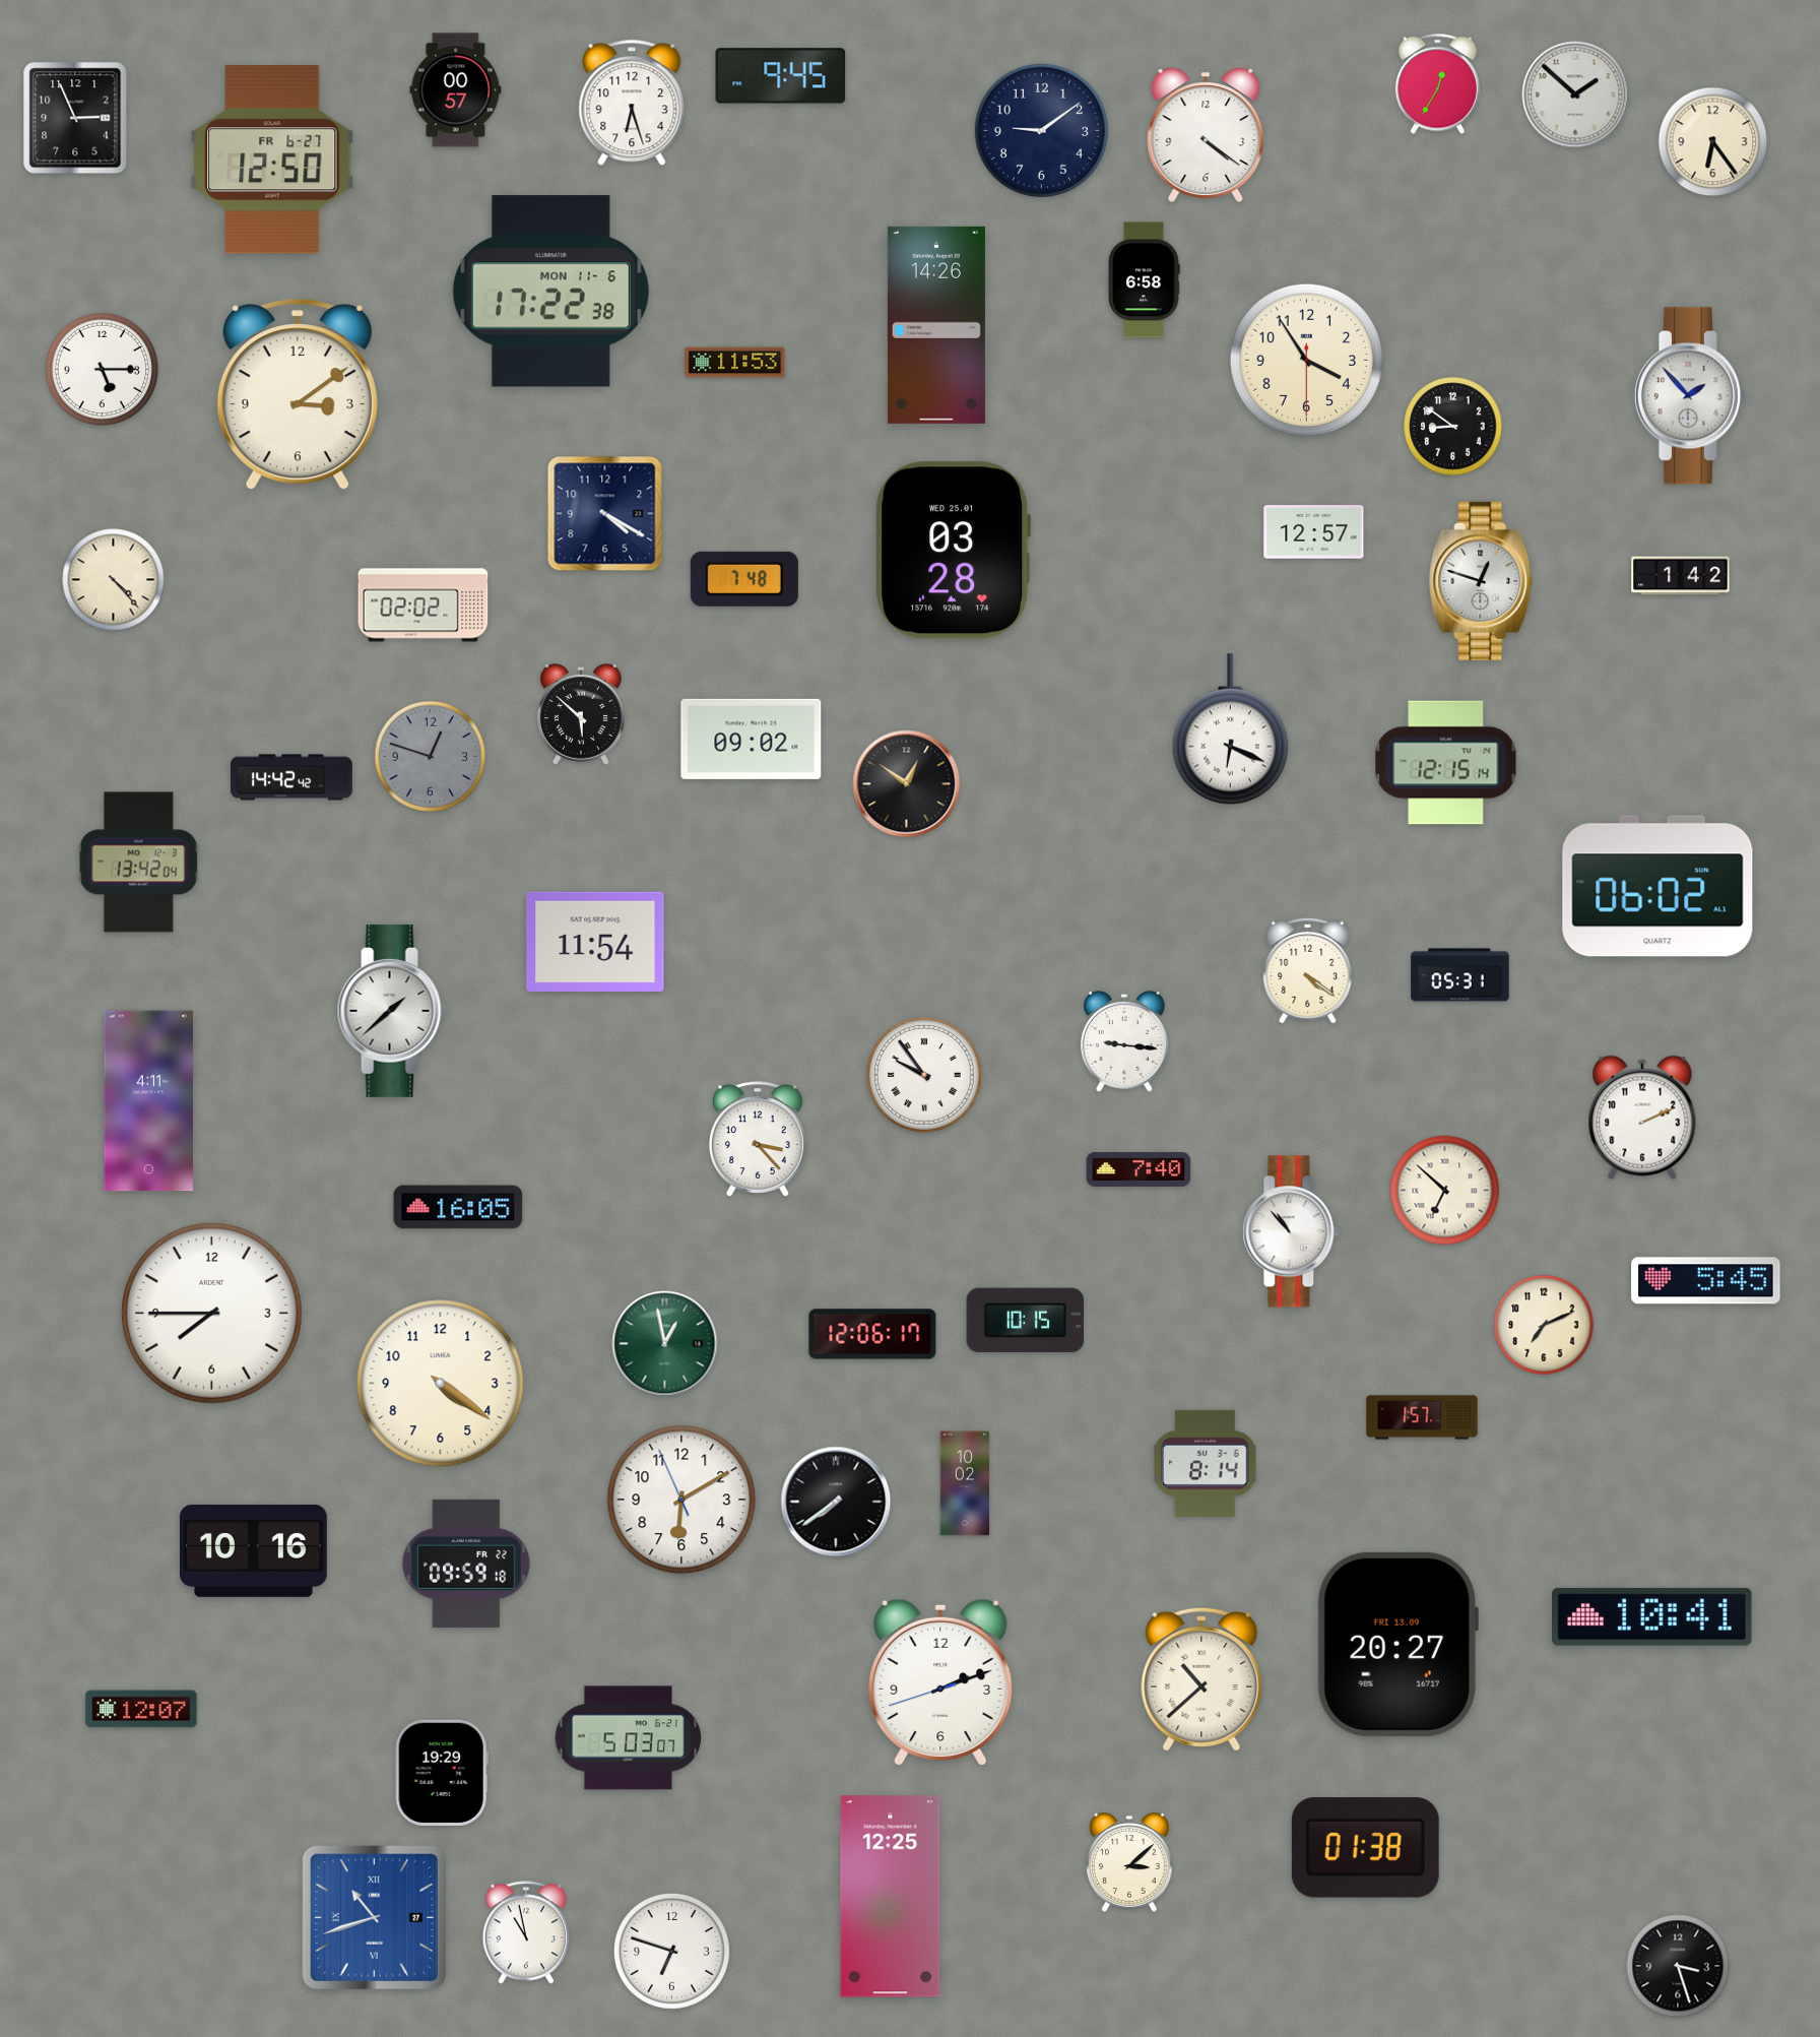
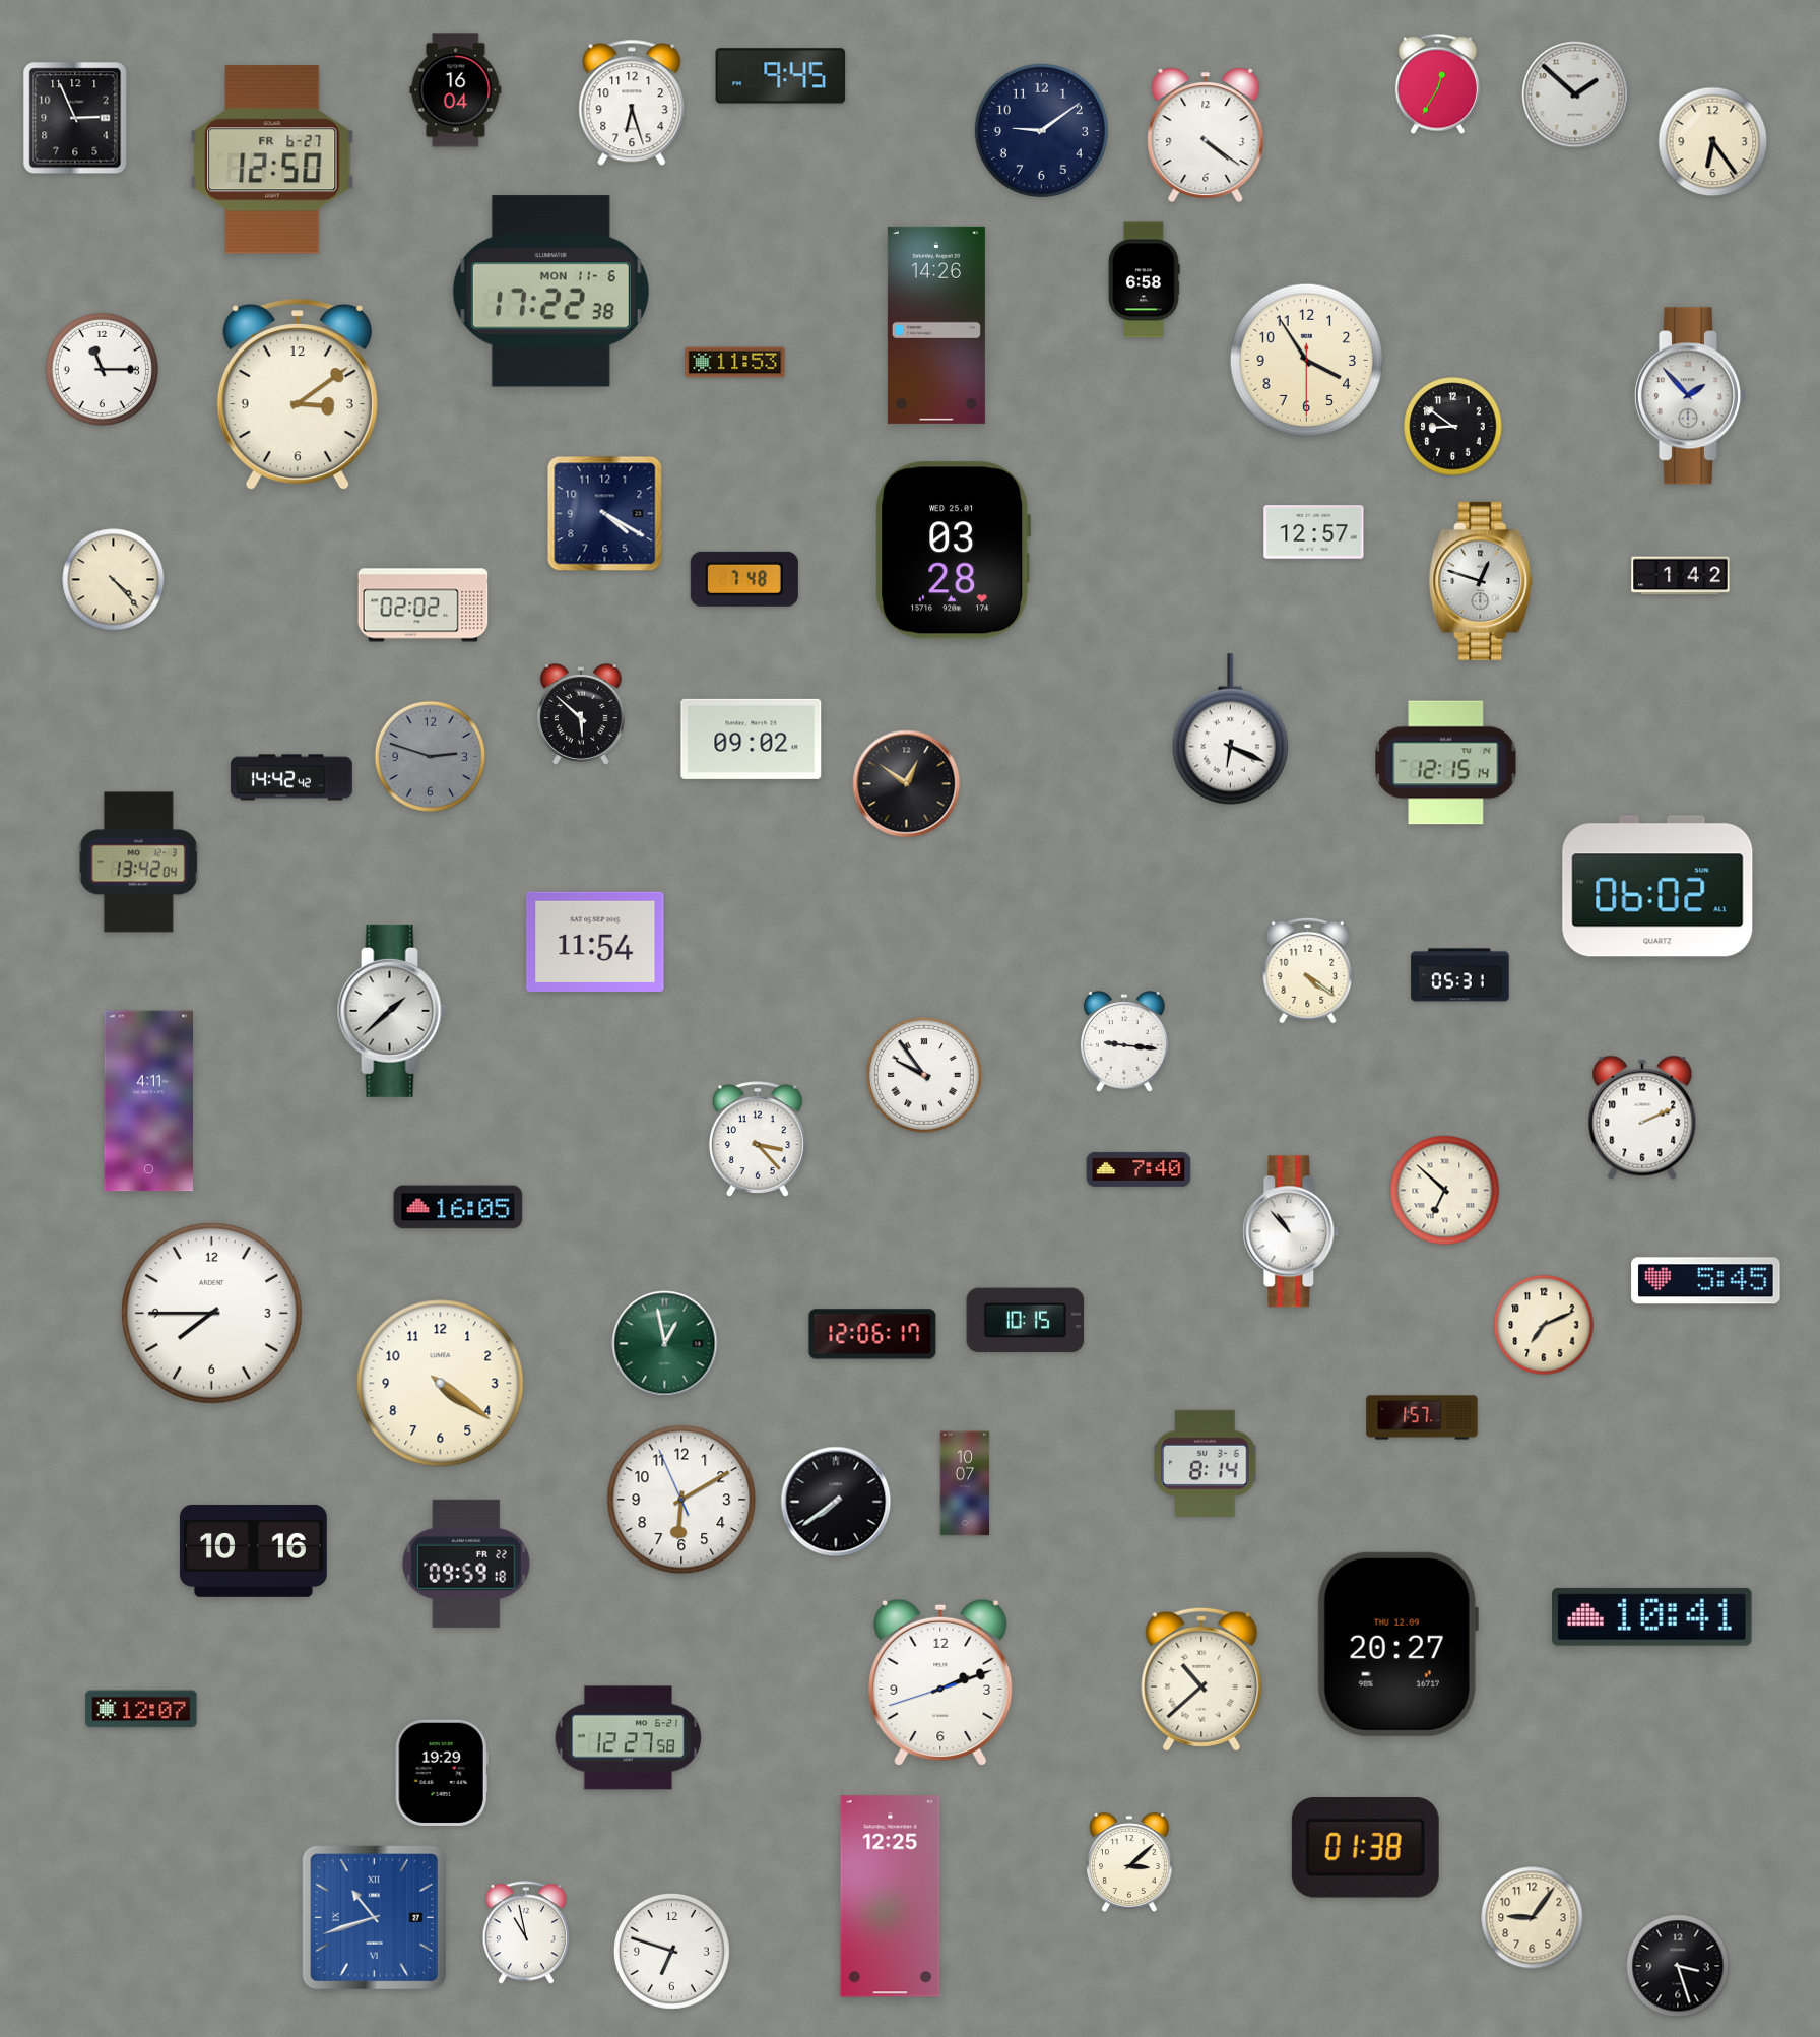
clock at (456, 90): 00:57 -> 16:04
clock at (102, 369): 5:15 -> 11:15
clock at (431, 757): 12:48 -> 2:48
clock at (965, 1483): 10:02 -> 10:07
clock at (1397, 1644) date: FRI 13.09 -> THU 12.09
clock at (629, 1738): 5:03 -> 12:27
clock at (1533, 1918): none -> 9:06
